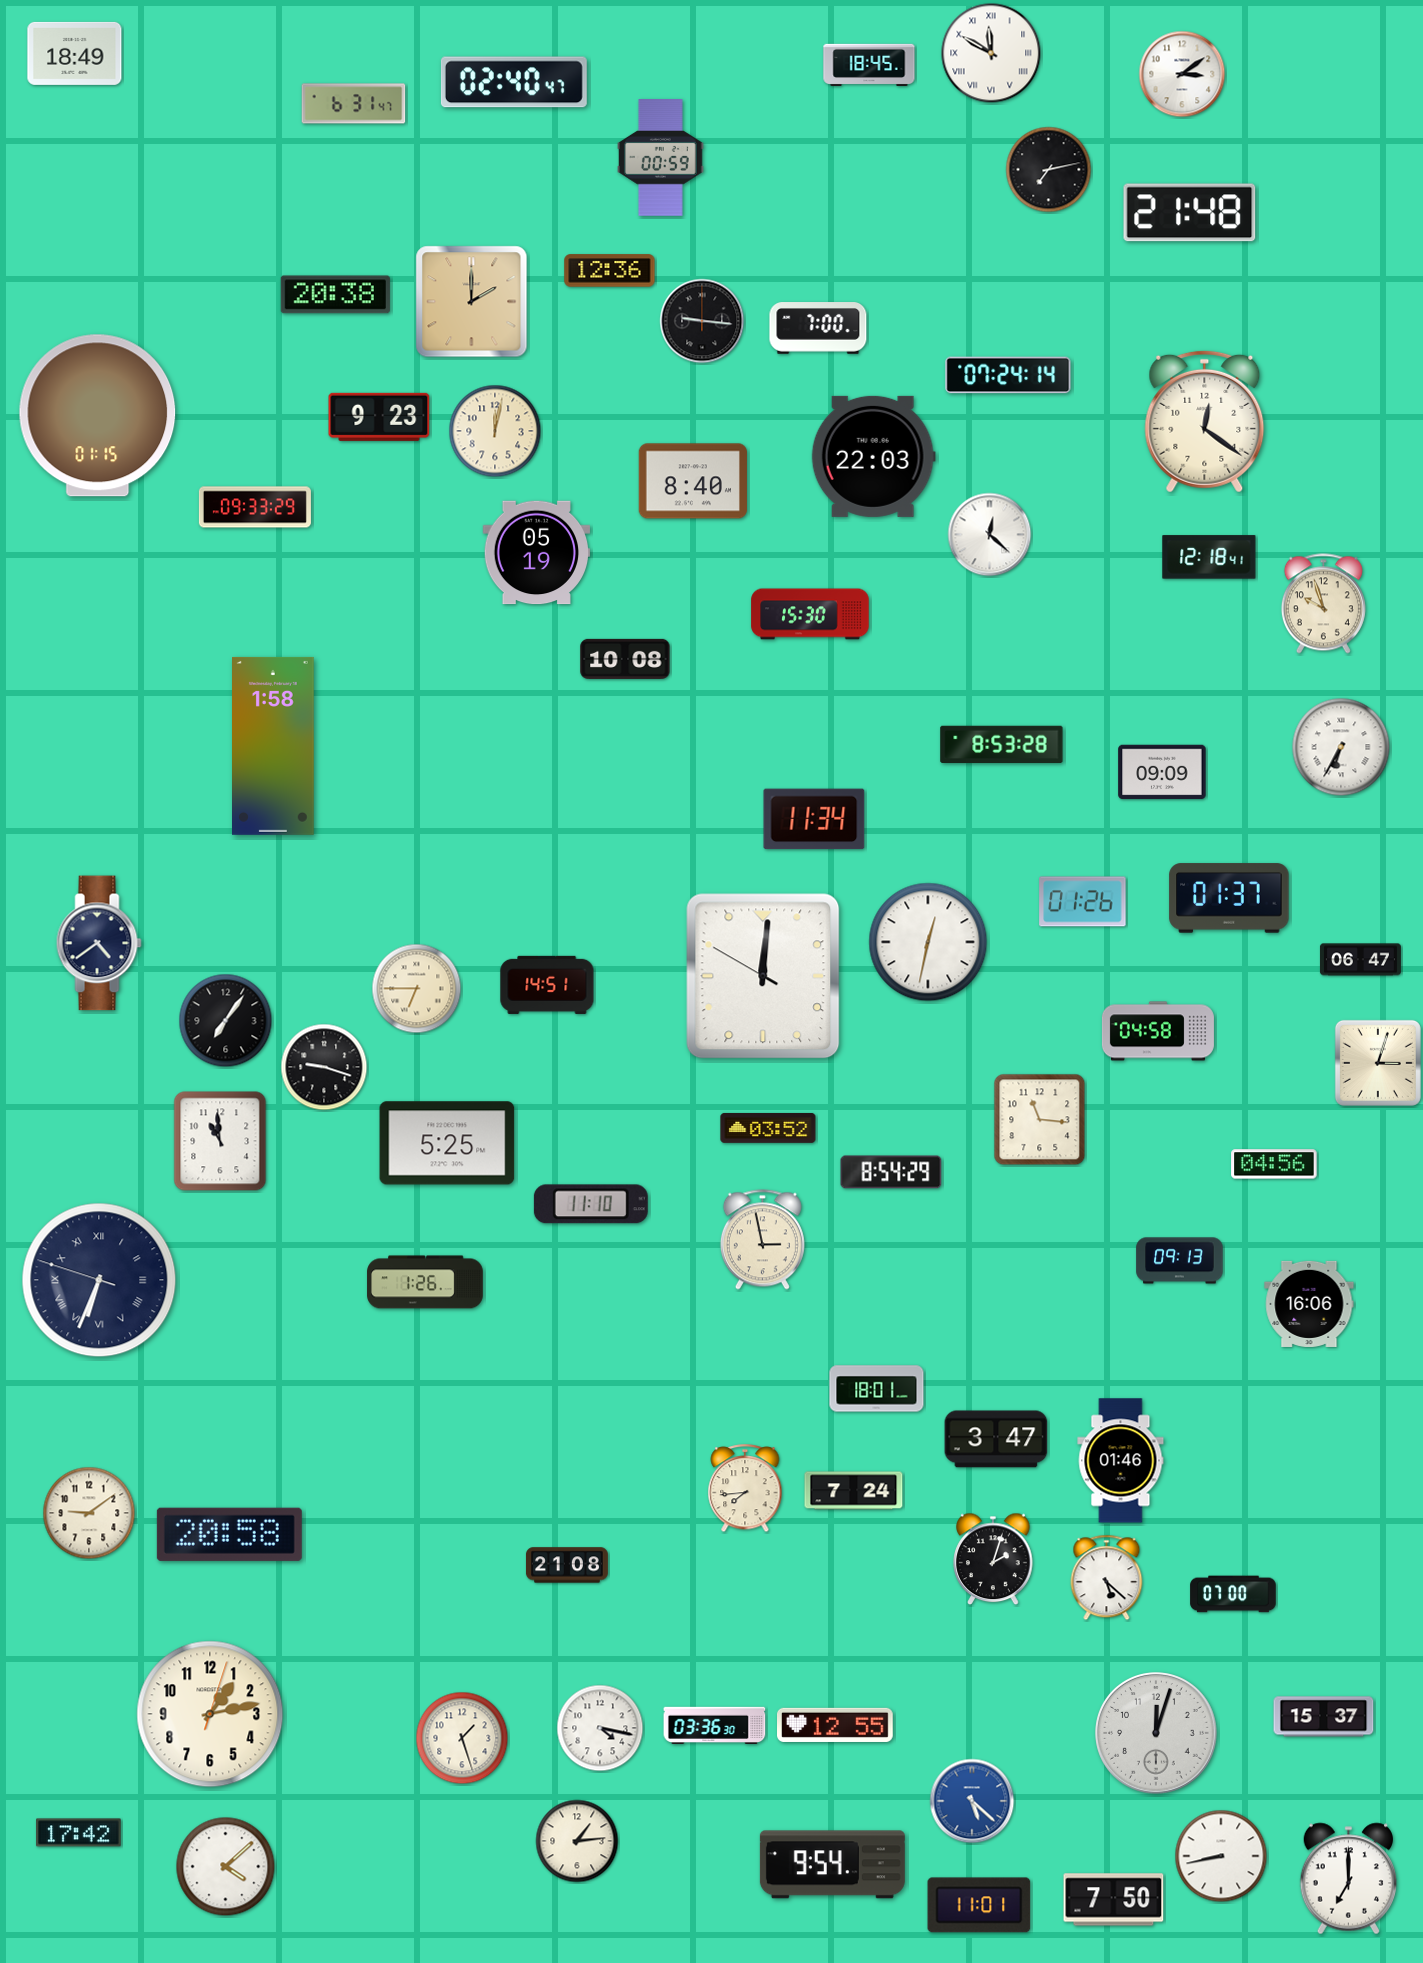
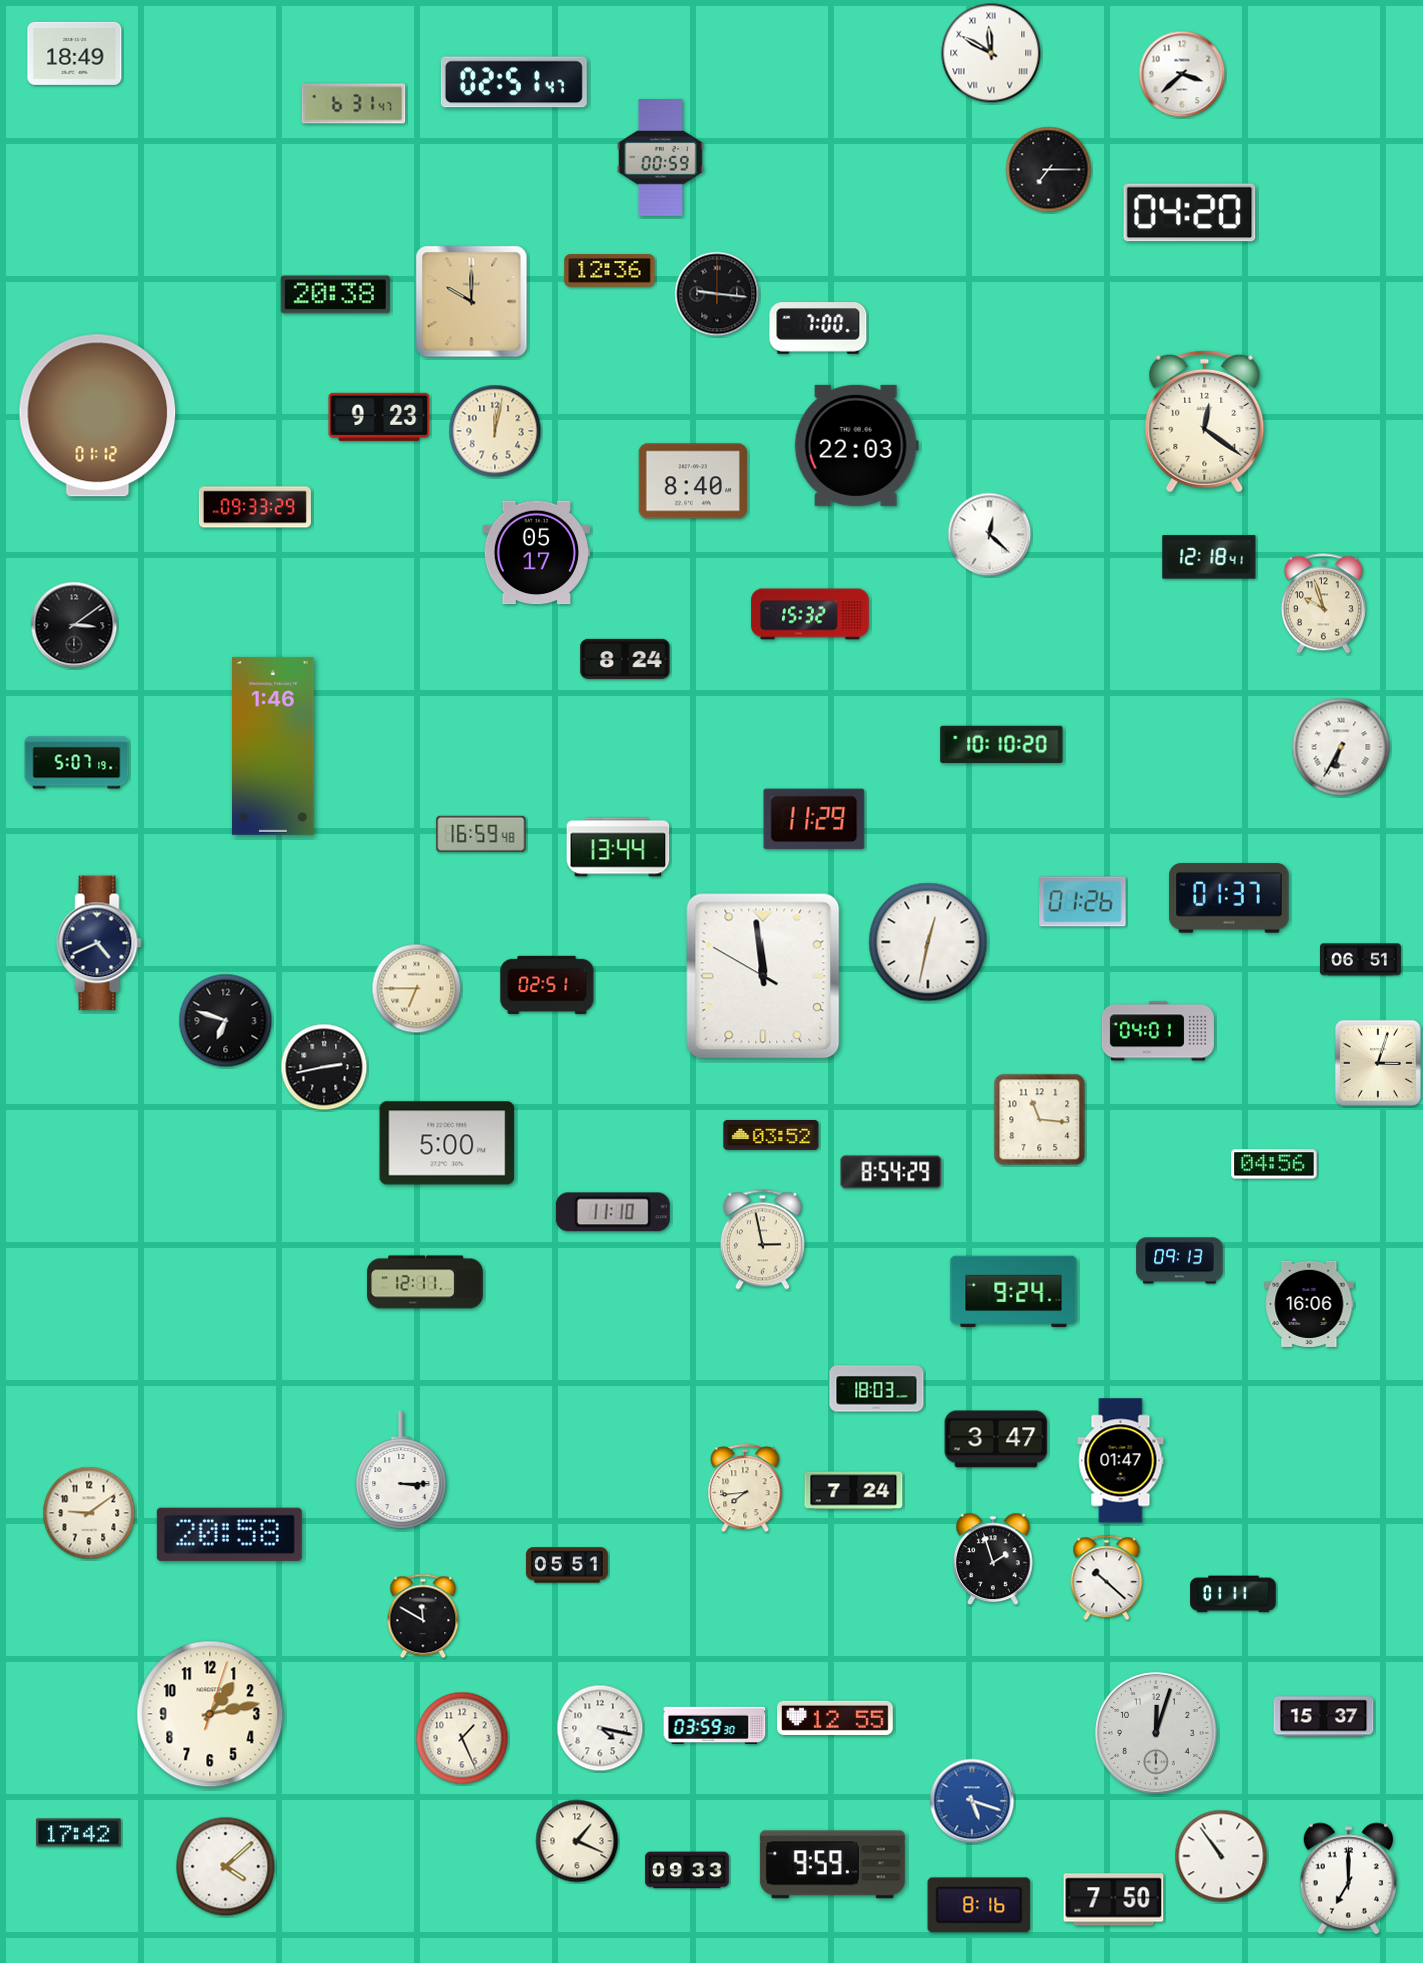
clock at (869, 64): 18:45 -> none
clock at (1182, 74): 3:09 -> 3:38
clock at (514, 82): 02:40 -> 02:51
clock at (1049, 170): 7:13 -> 7:15
clock at (1190, 213): 21:48 -> 04:20
clock at (472, 302): 2:00 -> 10:00
clock at (702, 321) position: (702, 321) -> (717, 294)
clock at (1008, 375): 07:24 -> none
clock at (98, 416): 01:15 -> 01:12
clock at (873, 456) position: (873, 456) -> (856, 445)
clock at (537, 553): 05:19 -> 05:17
clock at (810, 614): 15:30 -> 15:32
clock at (74, 625): none -> 3:09
clock at (625, 659): 10:08 -> 8:24
clock at (1002, 744): 8:53 -> 10:10
clock at (274, 746): 1:58 -> 1:46
clock at (77, 763): none -> 5:07
clock at (1162, 772): 09:09 -> none
clock at (814, 819): 11:34 -> 11:29
clock at (481, 834): none -> 16:59
clock at (618, 847): none -> 13:44
clock at (99, 943): 4:39 -> 4:41
clock at (1360, 960): 06:47 -> 06:51
clock at (763, 976): 12:00 -> 11:58
clock at (547, 985): 14:51 -> 02:51
clock at (226, 1021): 7:06 -> 6:48
clock at (1158, 1031): 04:58 -> 04:01
clock at (324, 1067): 9:18 -> 2:43
clock at (768, 1128) position: (768, 1128) -> (771, 1135)
clock at (220, 1141): 10:59 -> none
clock at (447, 1143): 5:25 -> 5:00
clock at (591, 1204) position: (591, 1204) -> (613, 1212)
clock at (99, 1280): 6:33 -> none
clock at (425, 1282): 1:26 -> 12:11
clock at (1014, 1292): none -> 9:24
clock at (877, 1389): 18:01 -> 18:03
clock at (1121, 1461): 01:46 -> 01:47
clock at (401, 1471): none -> 3:15
clock at (993, 1559): 2:03 -> 1:57
clock at (567, 1565): 21:08 -> 05:51
clock at (1107, 1578): 5:22 -> 10:22
clock at (1233, 1594): 07:00 -> 01:11
clock at (423, 1616): none -> 11:50
clock at (715, 1725): 03:36 -> 03:59
clock at (836, 1725) position: (836, 1725) -> (836, 1718)
clock at (462, 1738): 1:27 -> 1:26
clock at (972, 1801): 5:22 -> 5:18
clock at (577, 1841): 1:14 -> 1:19
clock at (1221, 1856): 8:43 -> 10:54
clock at (832, 1865): 9:54 -> 9:59
clock at (687, 1870): none -> 09:33
clock at (979, 1905): 11:01 -> 8:16
